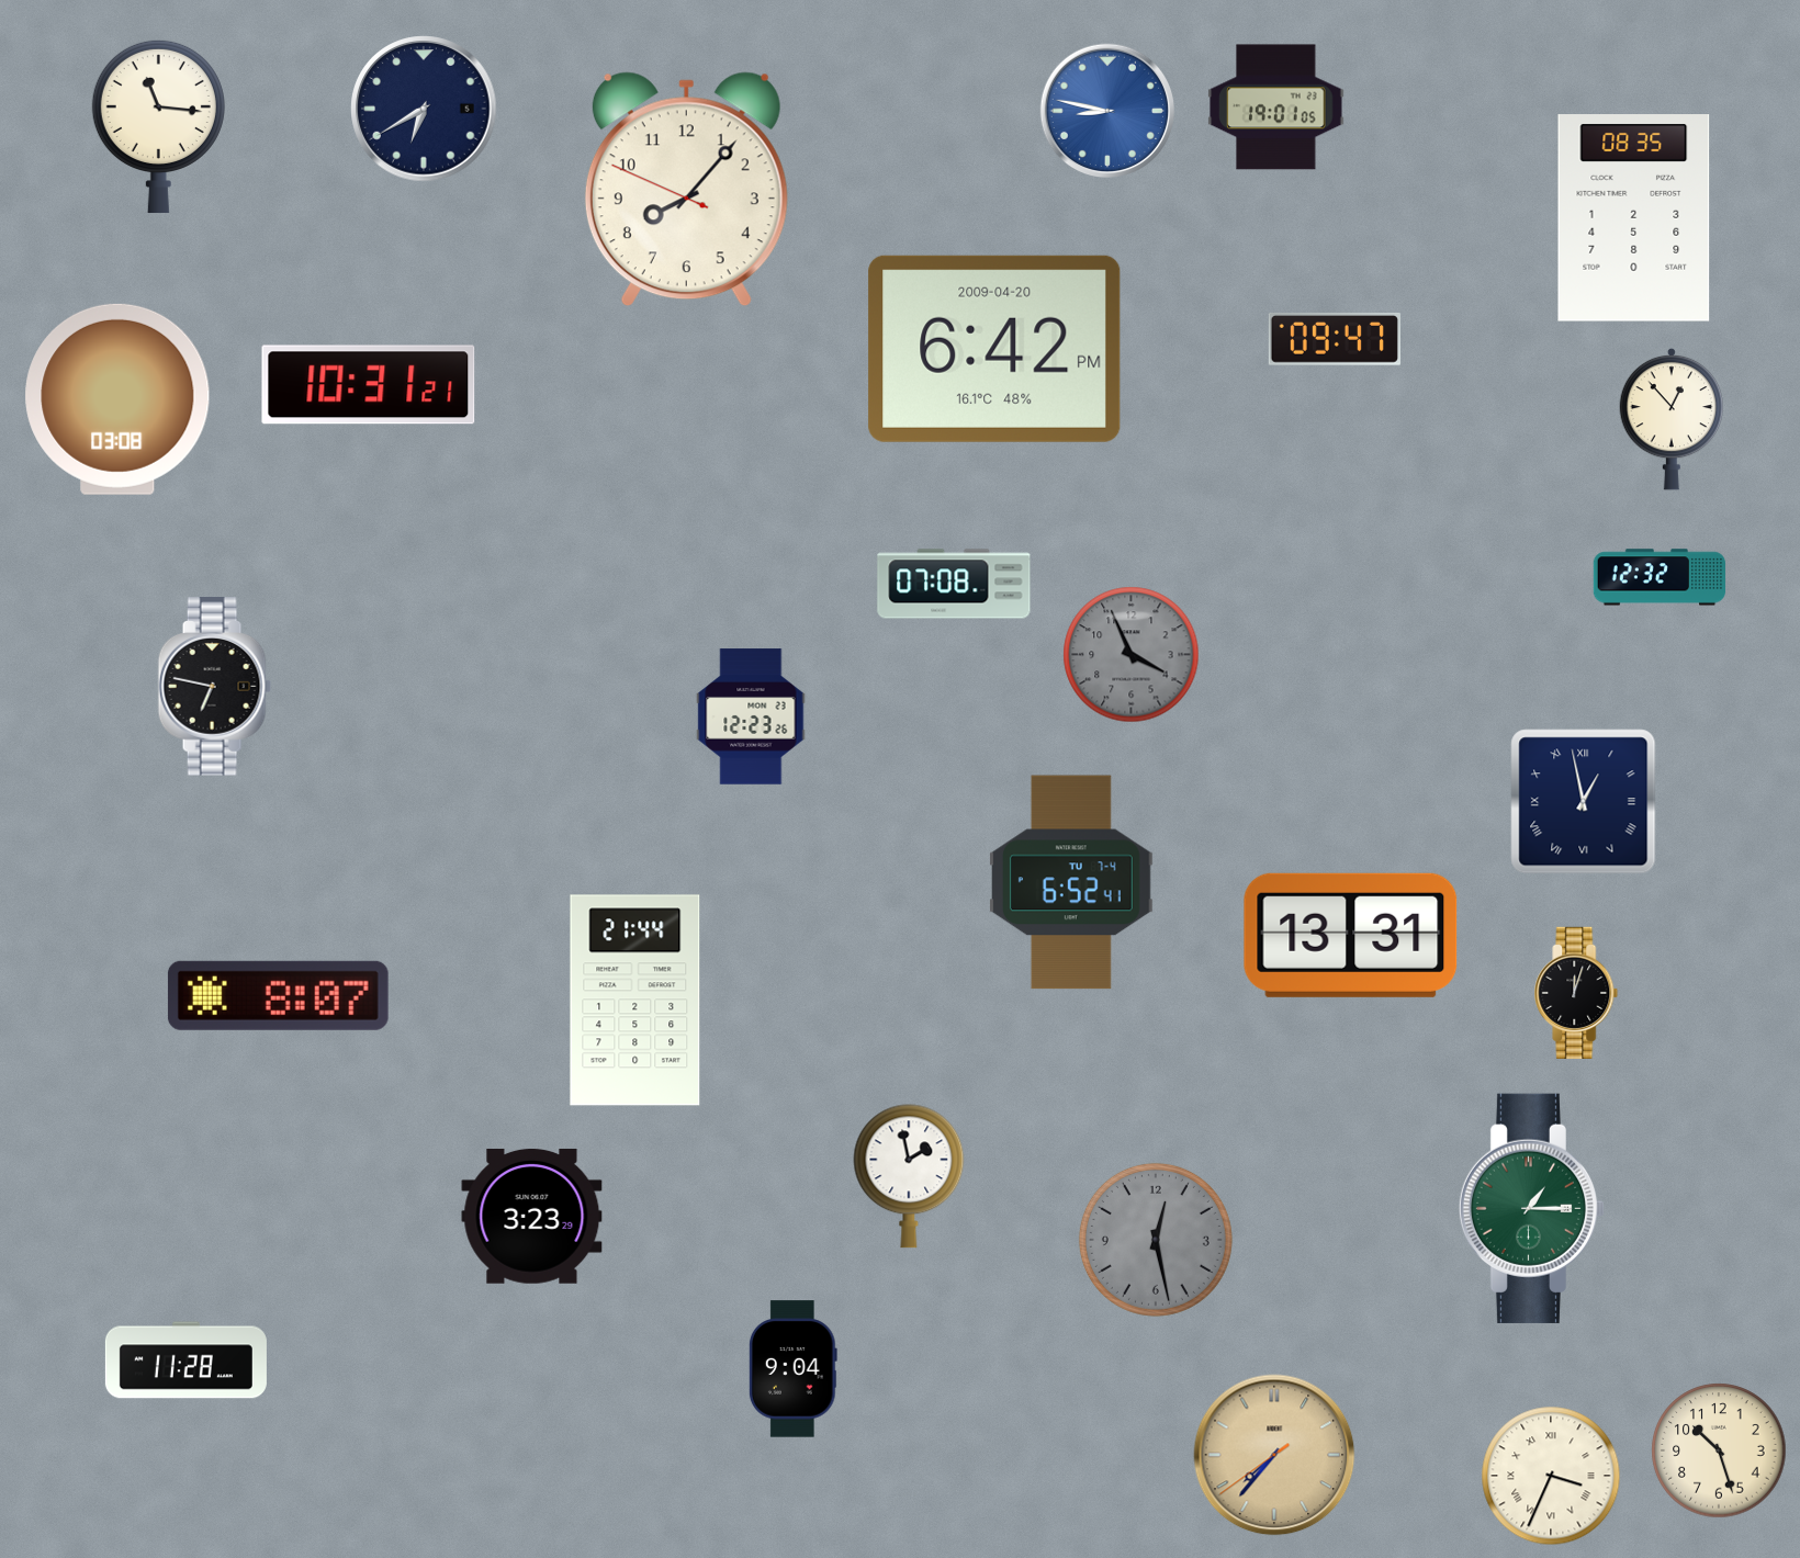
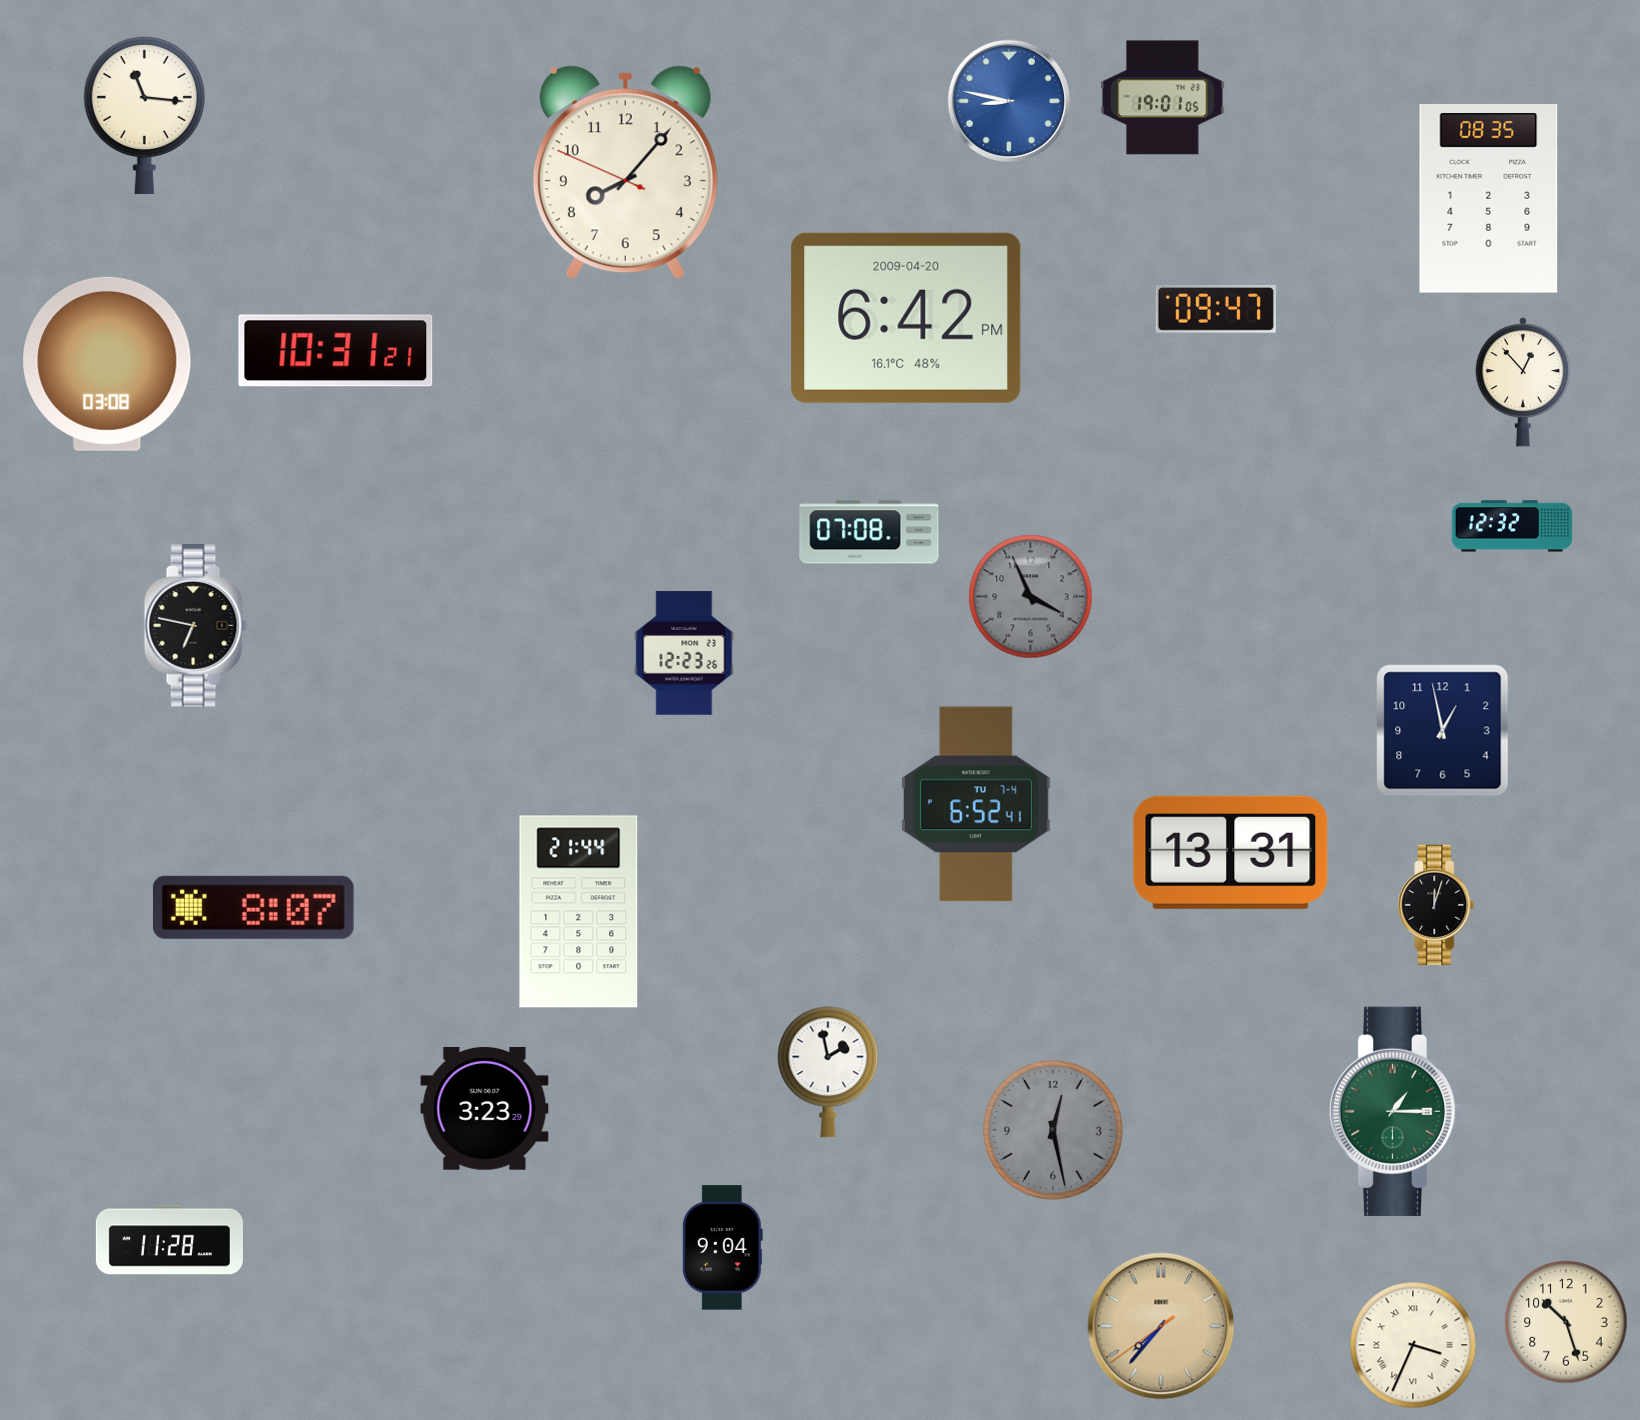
clock at (424, 109): 6:40 -> none
clock at (1584, 802) numerals: Roman -> Arabic
clock at (1532, 1208) position: (1532, 1208) -> (1396, 1111)
